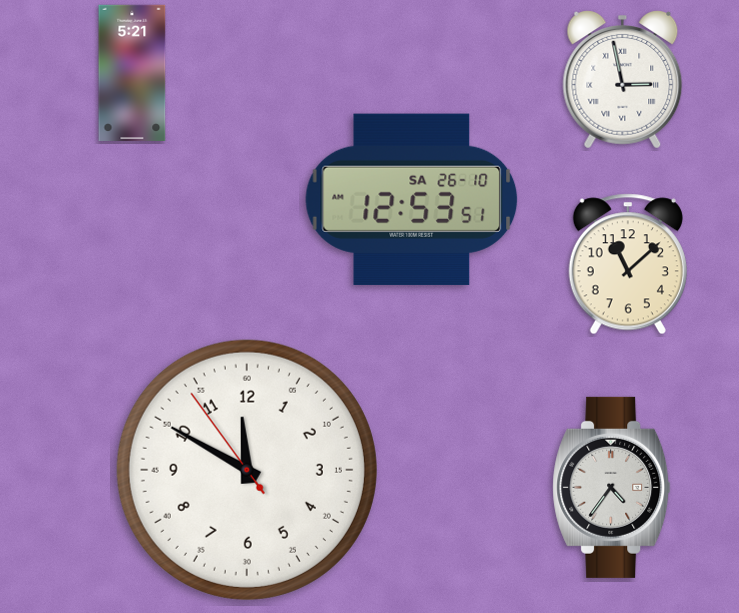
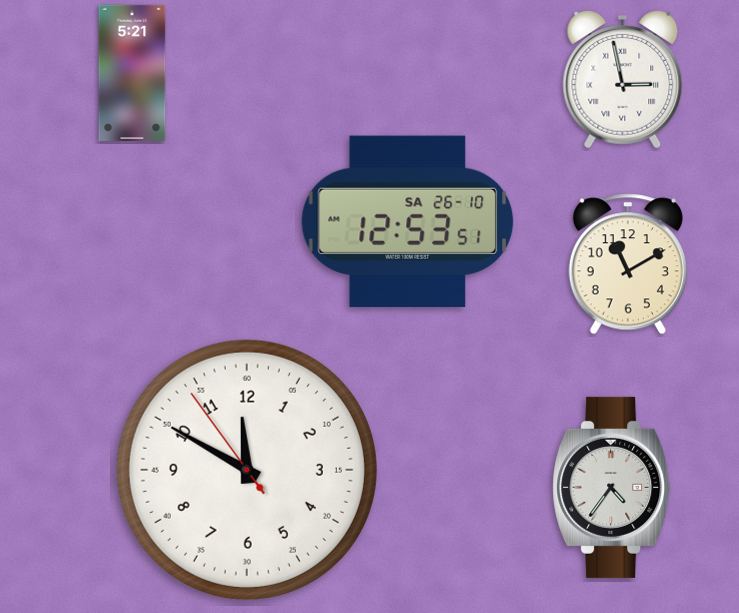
clock at (412, 199) position: (412, 199) -> (408, 221)
clock at (628, 264): 11:08 -> 11:10
